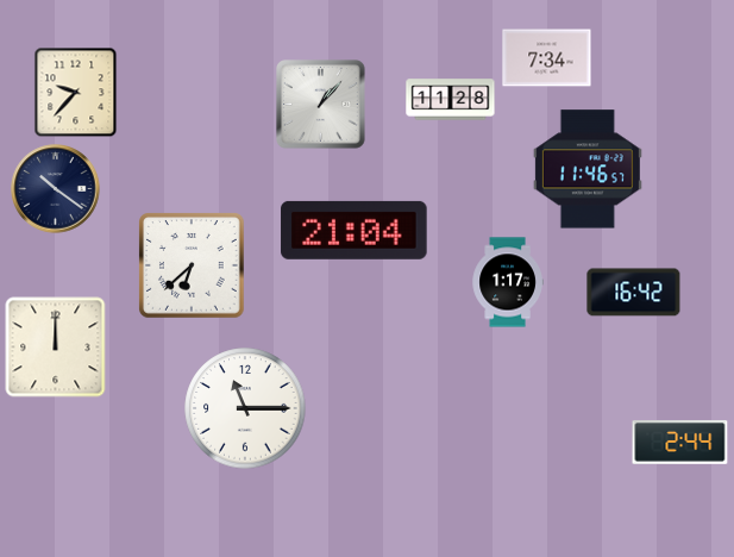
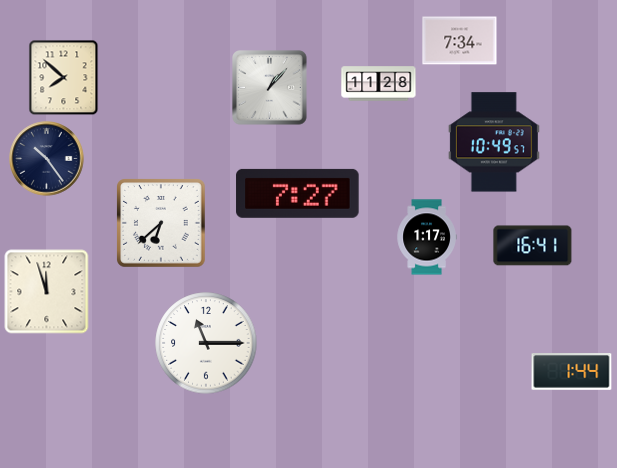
clock at (547, 58) position: (547, 58) -> (460, 41)
clock at (76, 93): 9:37 -> 7:52
clock at (588, 169): 11:46 -> 10:49
clock at (56, 189): 10:21 -> 10:24
clock at (355, 230): 21:04 -> 7:27
clock at (634, 293): 16:42 -> 16:41
clock at (56, 348): 12:00 -> 11:57
clock at (680, 443): 2:44 -> 1:44
